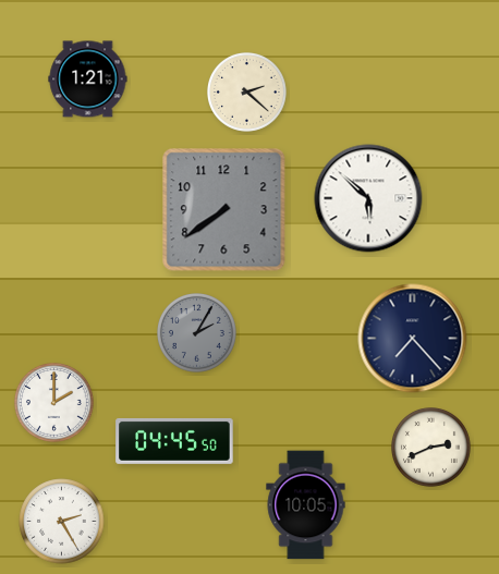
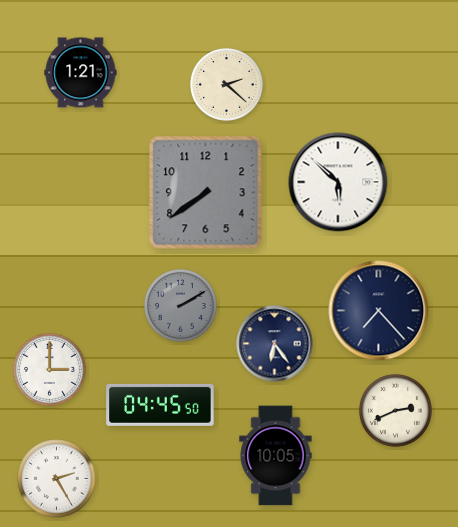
clock at (197, 333): 2:05 -> 2:10
clock at (275, 344): none -> 6:24
clock at (54, 403): 2:00 -> 3:00
clock at (306, 505) position: (306, 505) -> (276, 456)
